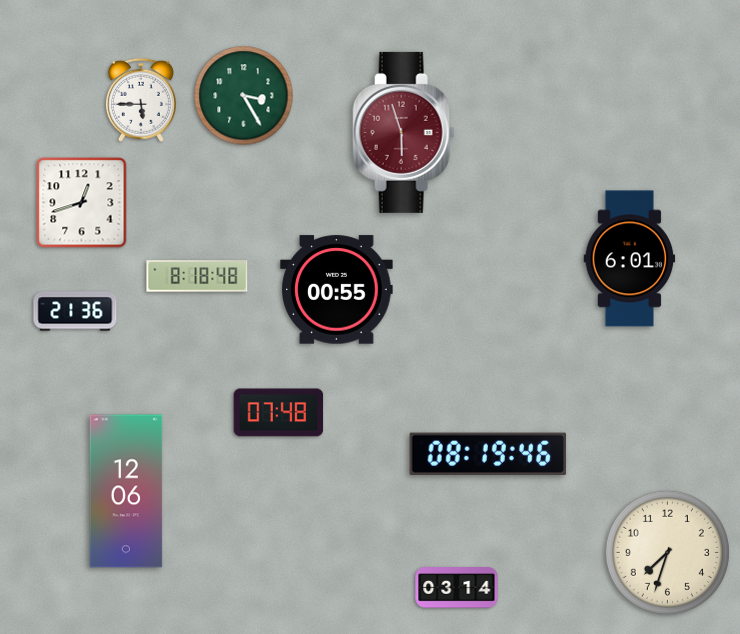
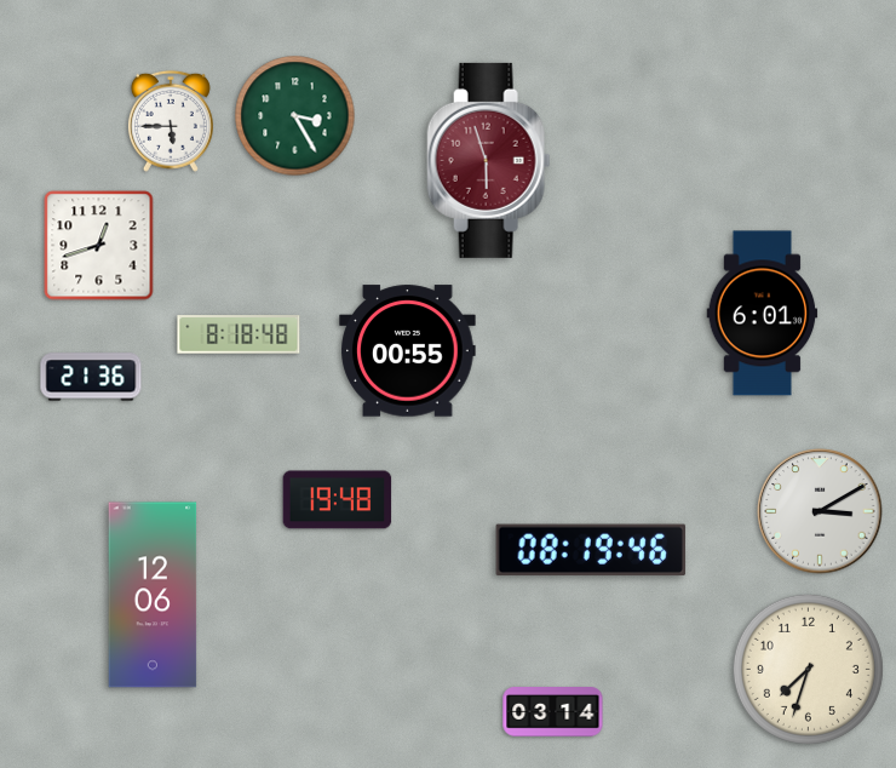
clock at (279, 413): 07:48 -> 19:48
clock at (820, 511): none -> 3:10
